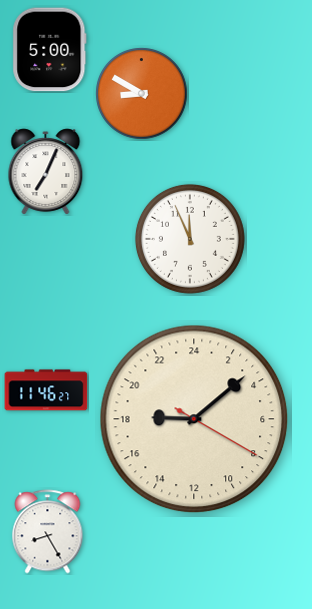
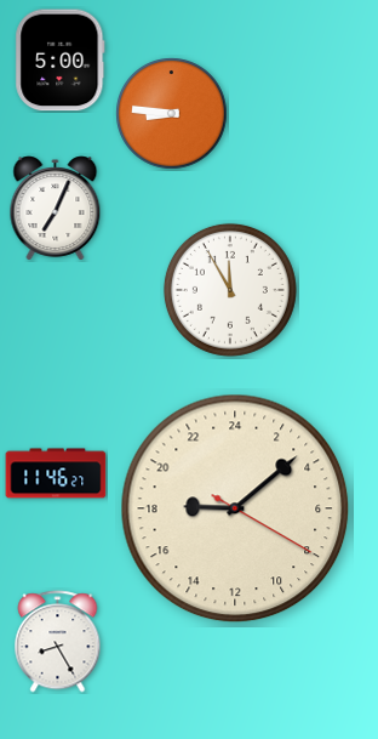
clock at (142, 94): 8:50 -> 8:46
clock at (190, 239): 11:56 -> 11:55
clock at (48, 532) position: (48, 532) -> (58, 642)
